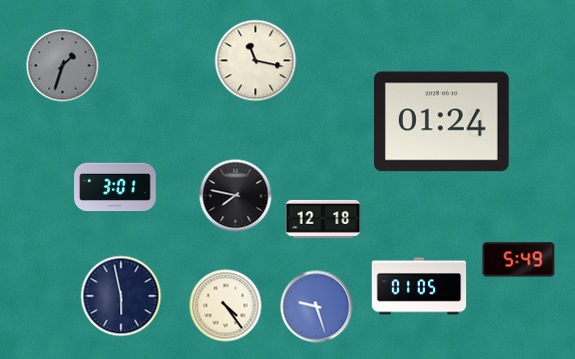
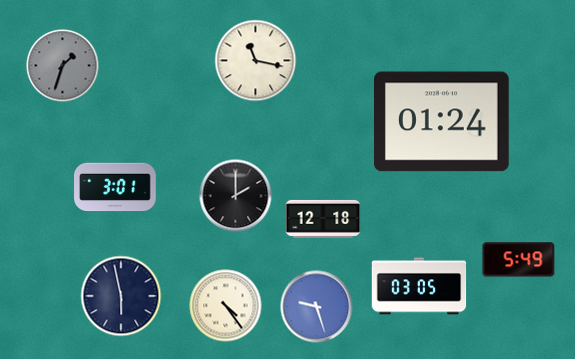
clock at (236, 196): 7:47 -> 2:00
clock at (419, 286): 01:05 -> 03:05
